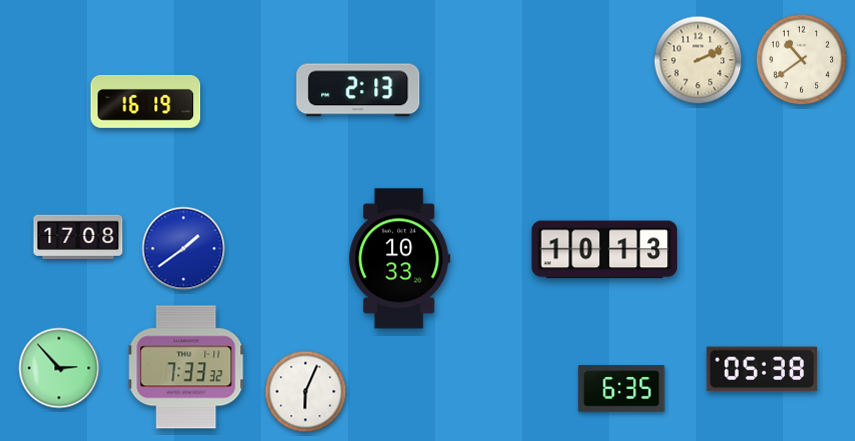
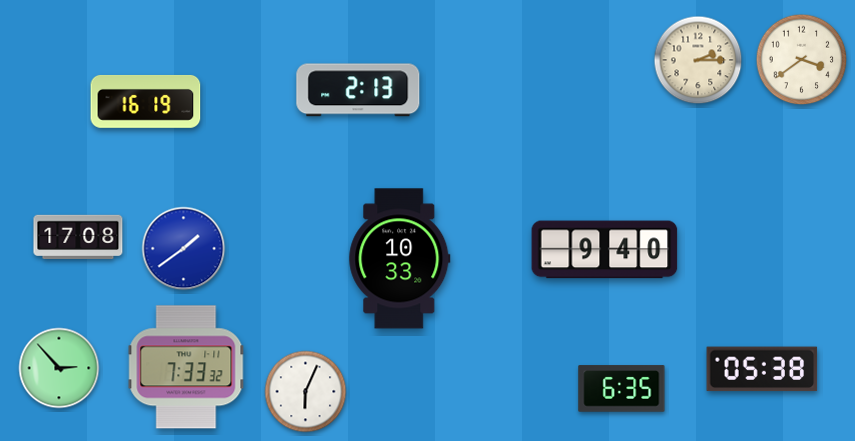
clock at (698, 60): 2:11 -> 2:15
clock at (802, 60): 10:39 -> 3:39
clock at (605, 250): 10:13 -> 9:40
